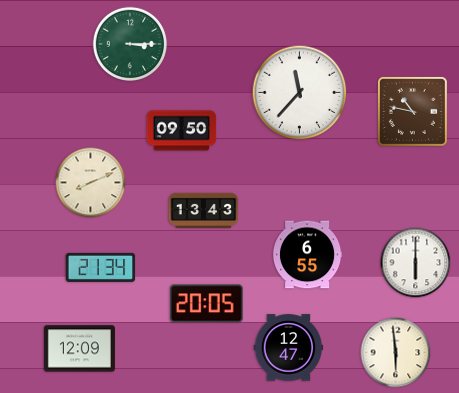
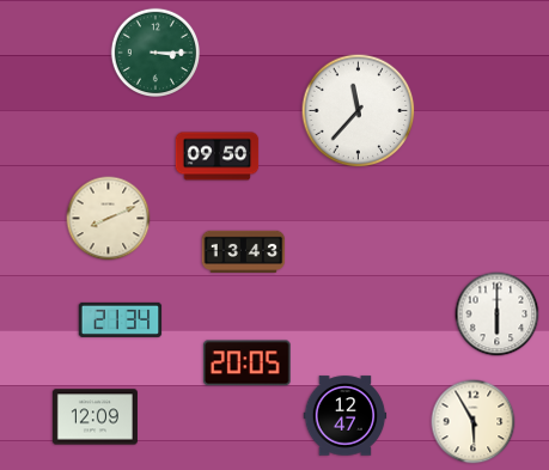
clock at (412, 111): 10:47 -> none
clock at (308, 255): 6:55 -> none
clock at (396, 353): 5:59 -> 5:55
